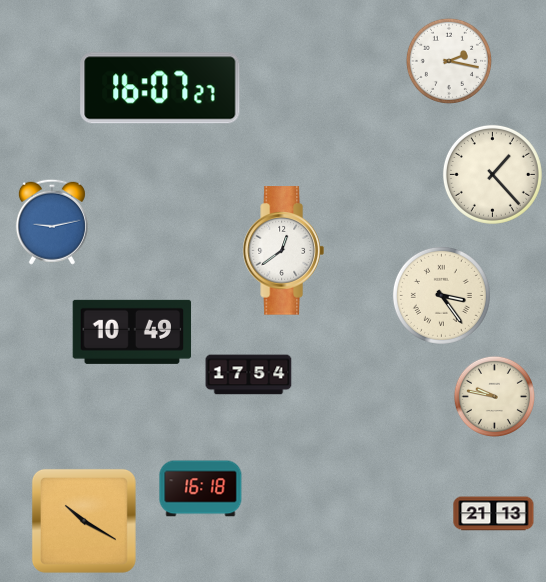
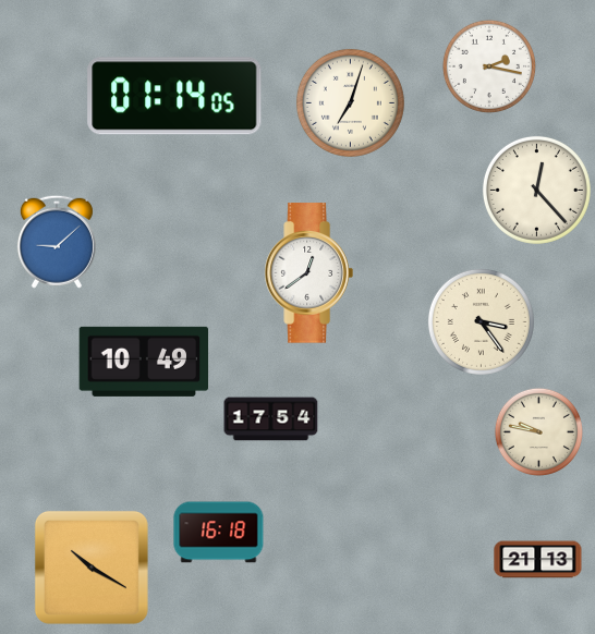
clock at (160, 88): 16:07 -> 01:14
clock at (350, 102): none -> 7:03
clock at (492, 174): 1:23 -> 12:23
clock at (52, 222): 9:13 -> 9:08
clock at (249, 375) position: (249, 375) -> (271, 419)
